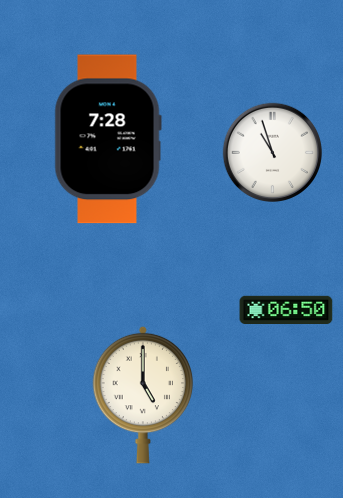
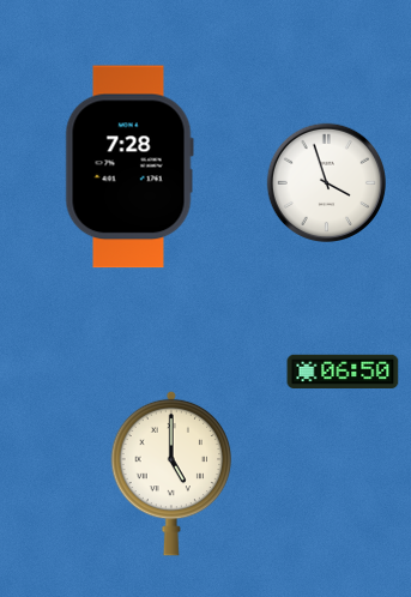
clock at (272, 152): 10:57 -> 3:57
